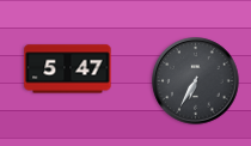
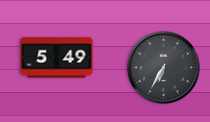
clock at (68, 69): 5:47 -> 5:49
